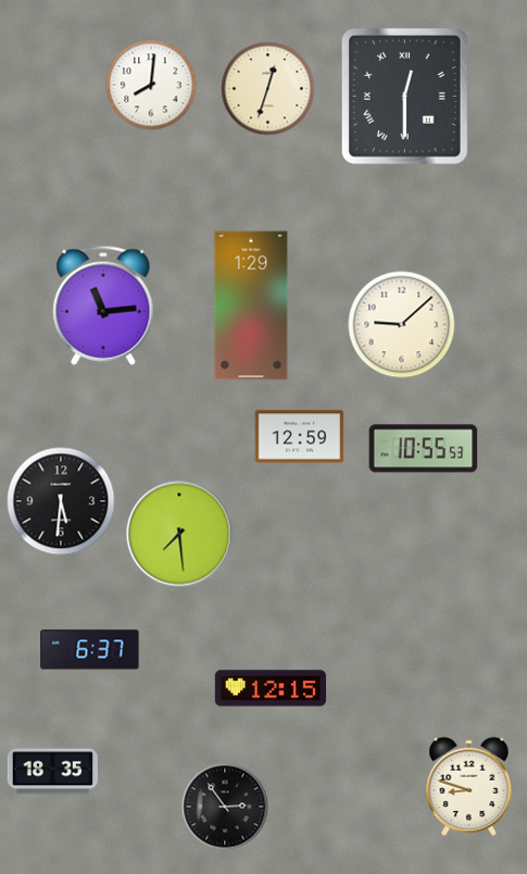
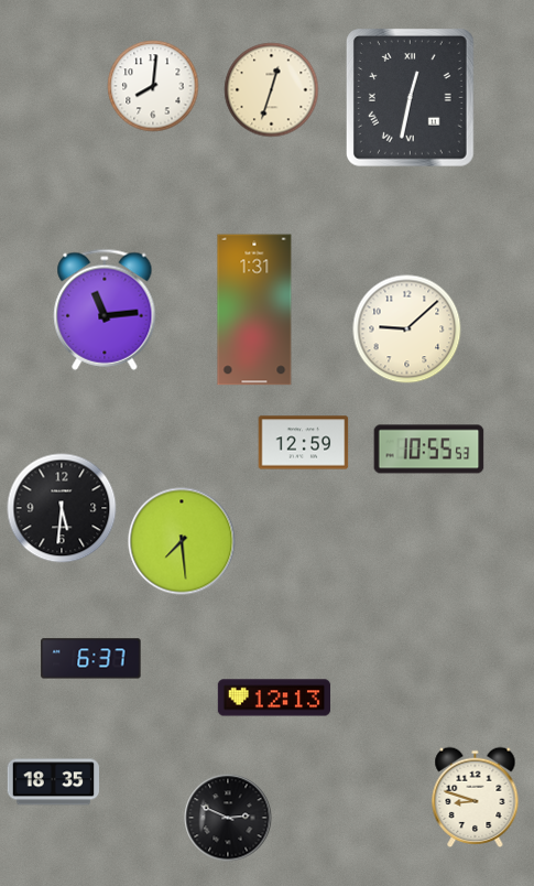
clock at (404, 97): 12:30 -> 12:32
clock at (251, 305): 1:29 -> 1:31
clock at (424, 449) position: (424, 449) -> (429, 450)
clock at (271, 688): 12:15 -> 12:13
clock at (225, 807): 2:54 -> 2:49
